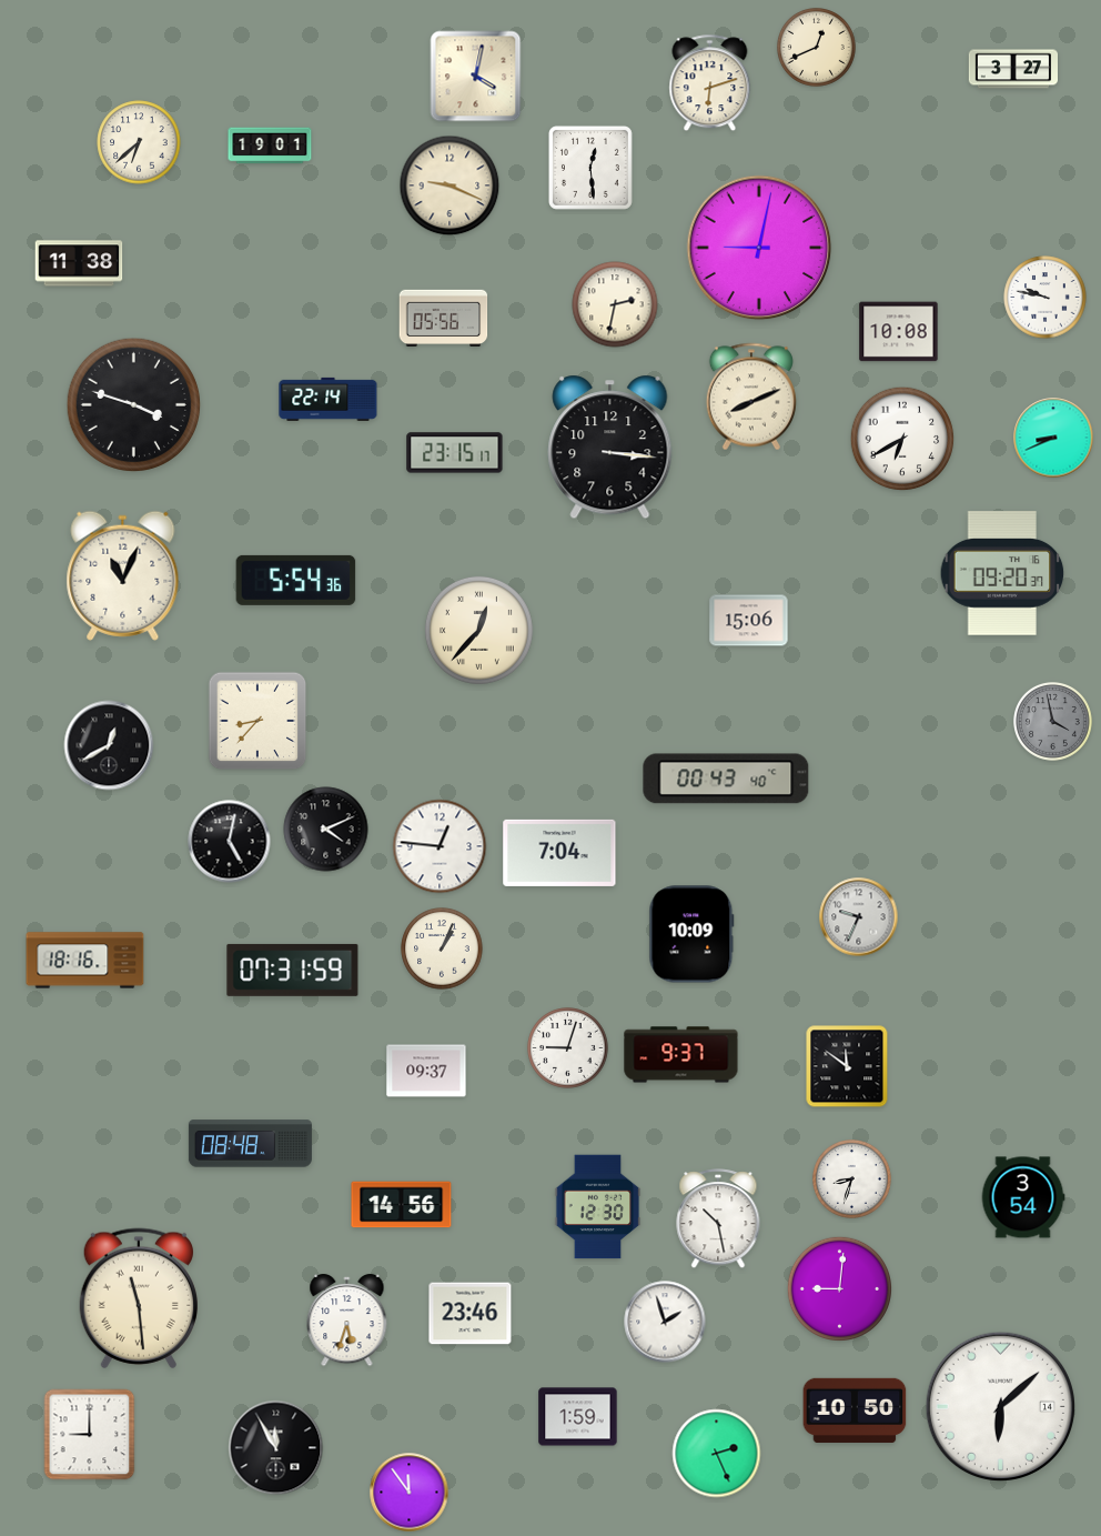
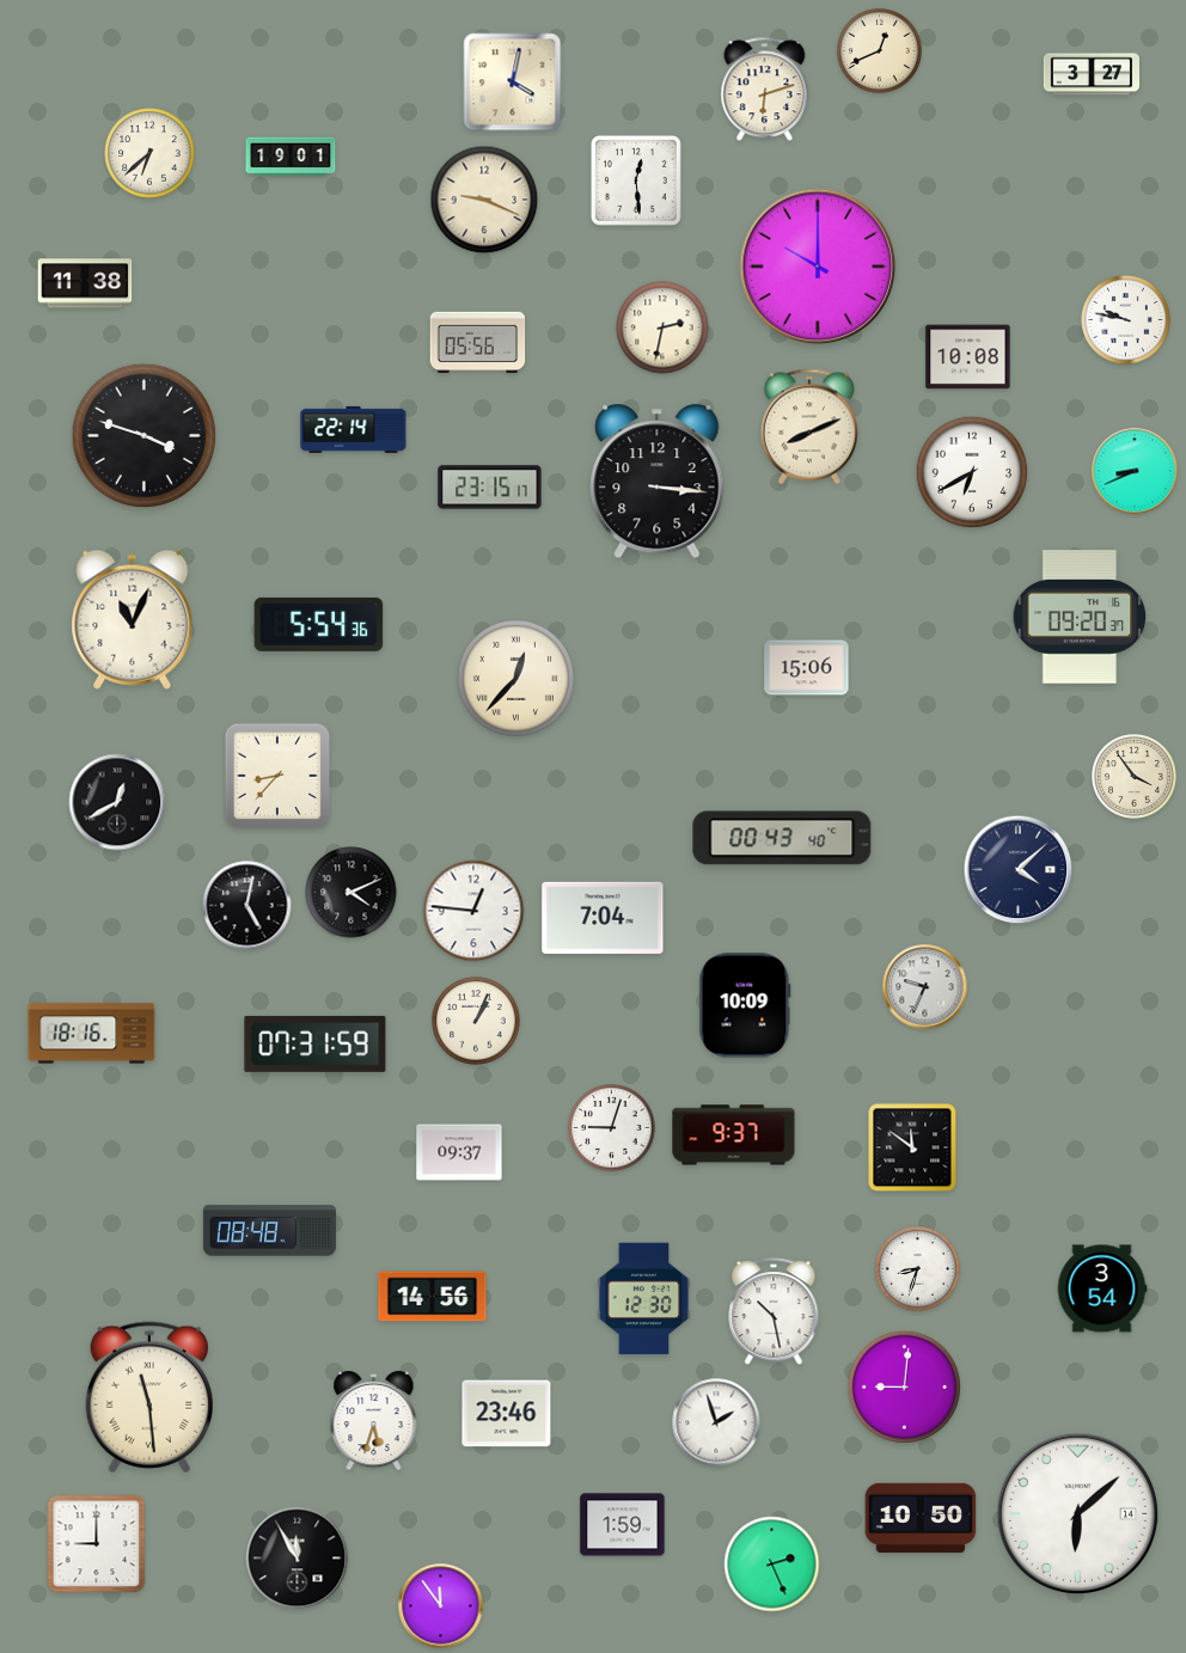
clock at (759, 248): 9:02 -> 10:00
clock at (1053, 722): 3:58 -> 3:54
clock at (1053, 722) dial: grey -> cream
clock at (1019, 870): none -> 4:08
